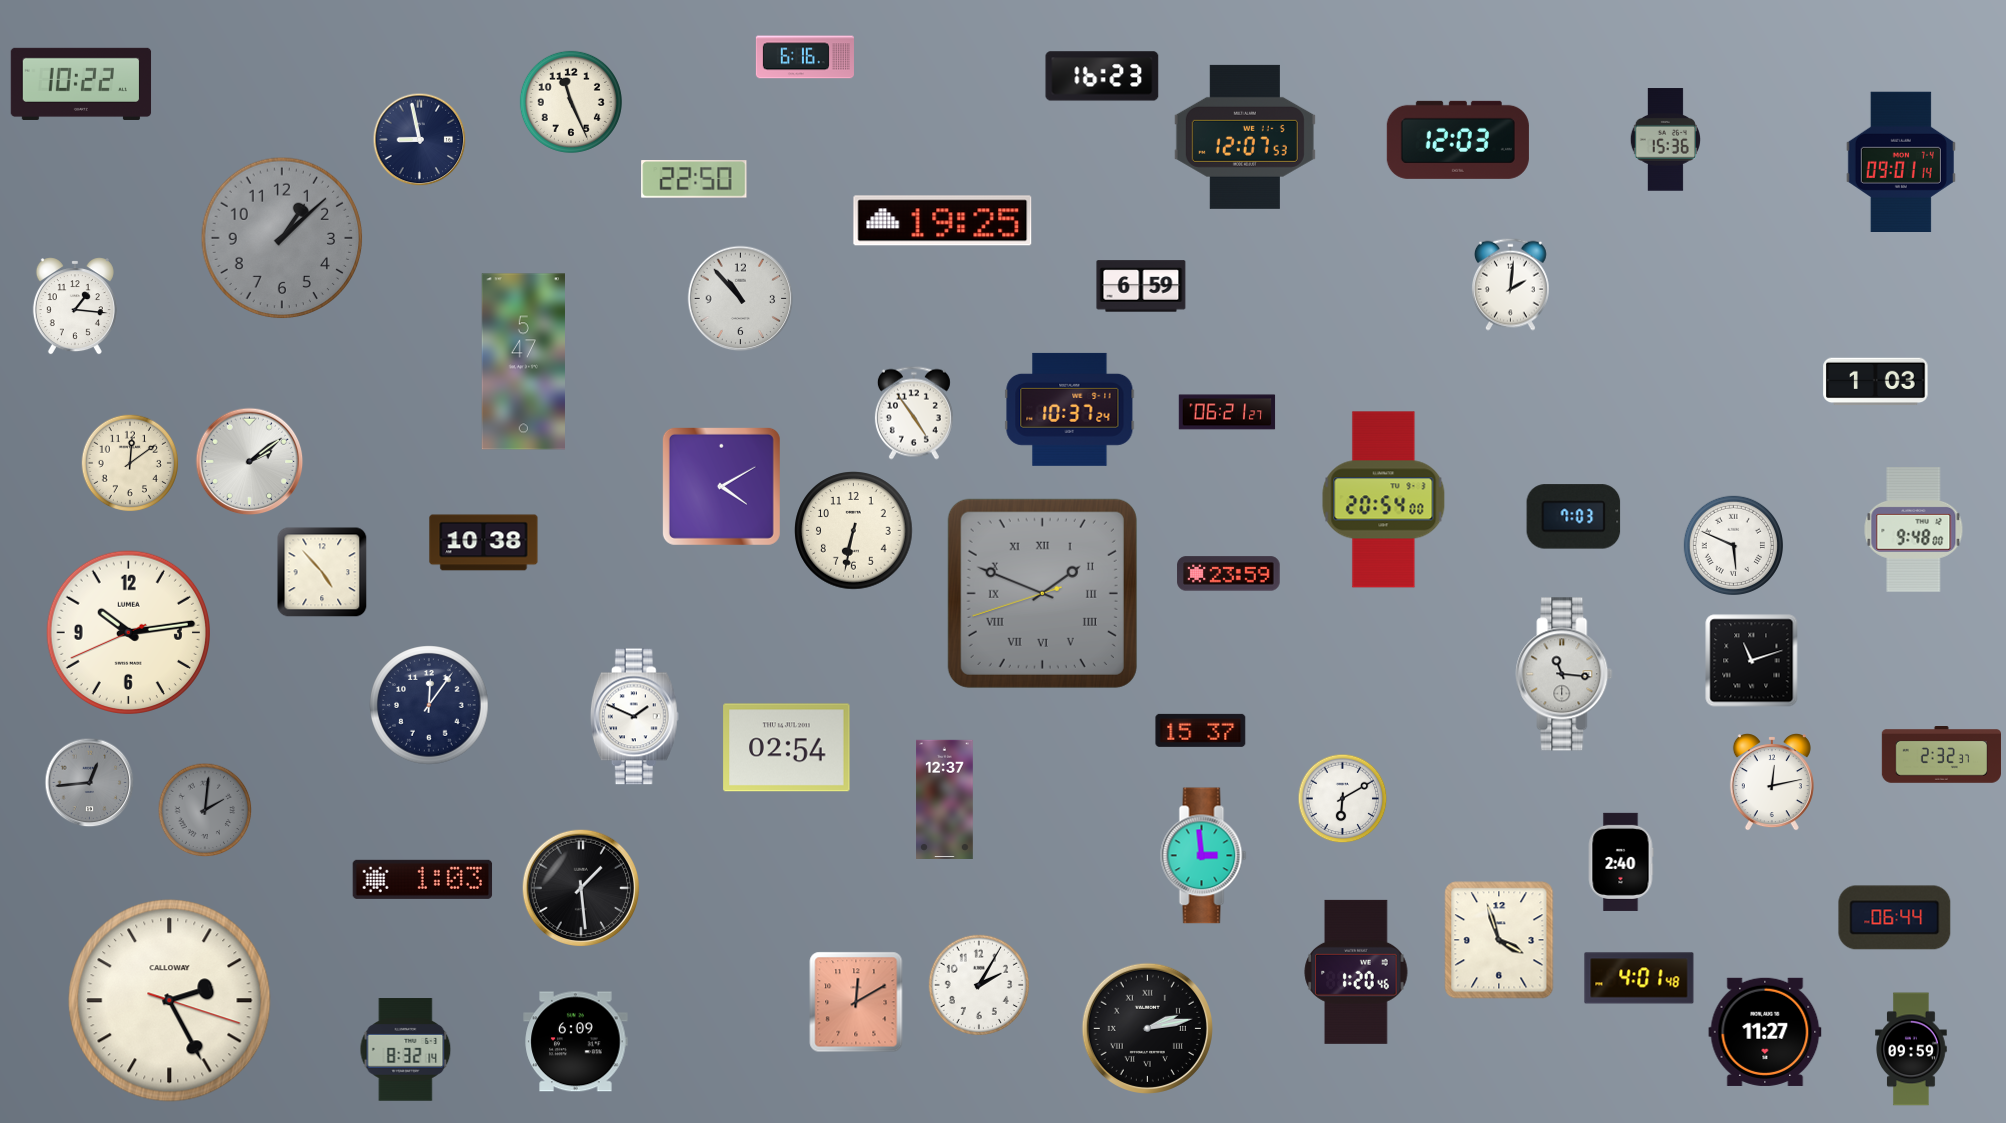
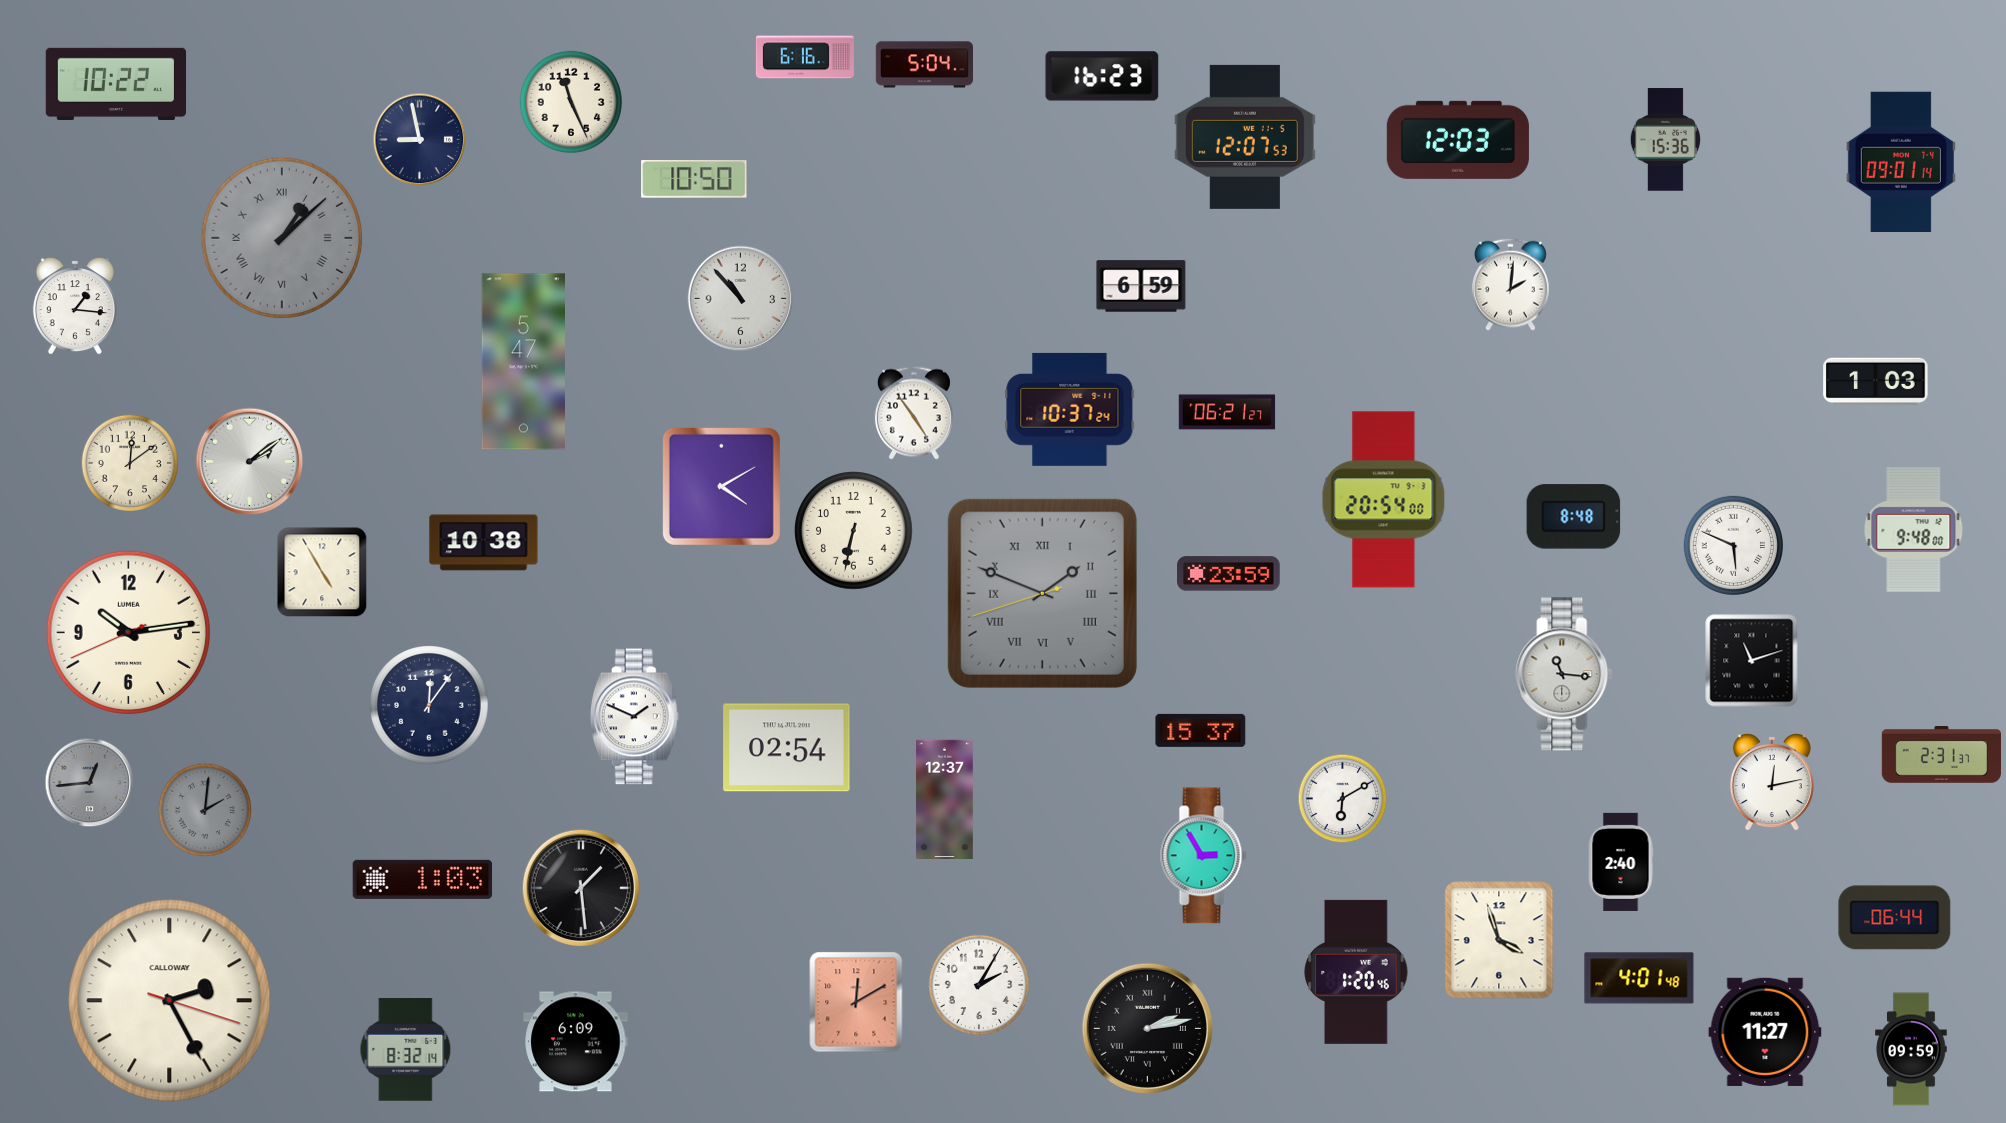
clock at (924, 65): none -> 5:04
clock at (81, 84) position: (81, 84) -> (116, 84)
clock at (694, 179): 22:50 -> 10:50
clock at (943, 221): 19:25 -> none
clock at (282, 238) numerals: Arabic -> Roman
clock at (1574, 517): 7:03 -> 8:48
clock at (322, 572): 4:53 -> 4:55
clock at (1941, 755): 2:32 -> 2:31
clock at (1204, 856): 2:59 -> 2:55
